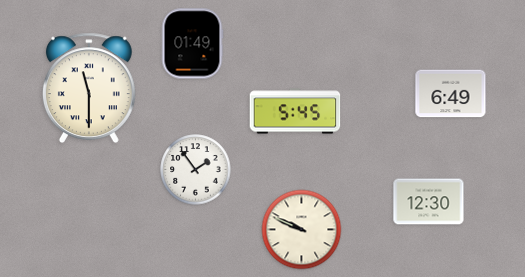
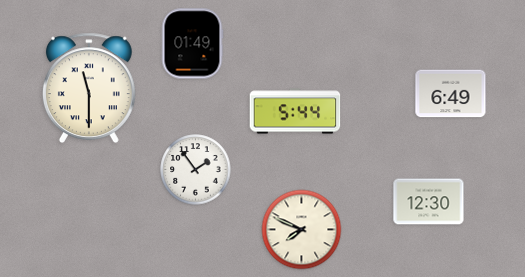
clock at (295, 111): 5:45 -> 5:44
clock at (302, 230): 9:49 -> 7:49
